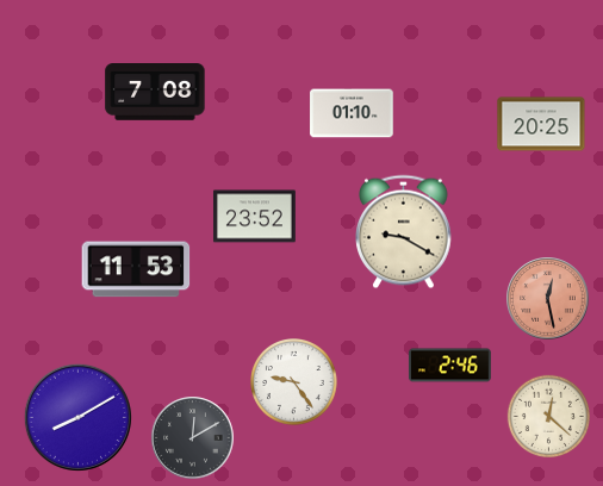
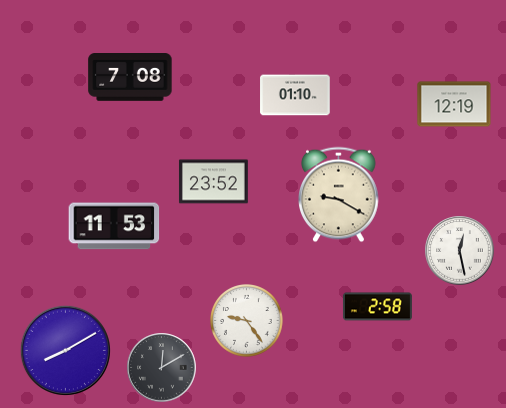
clock at (541, 124): 20:25 -> 12:19
clock at (548, 299) dial: salmon -> white
clock at (450, 366): 2:46 -> 2:58
clock at (548, 416): 12:22 -> none
